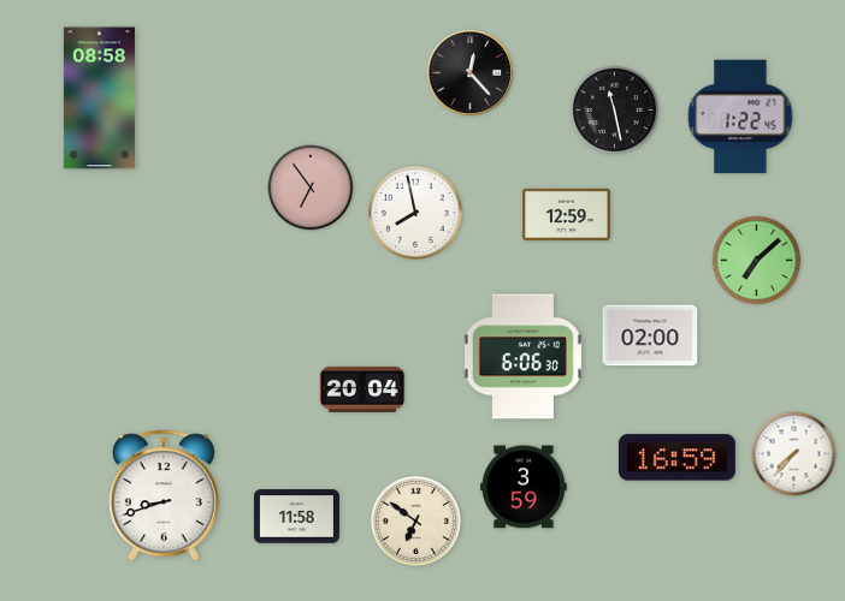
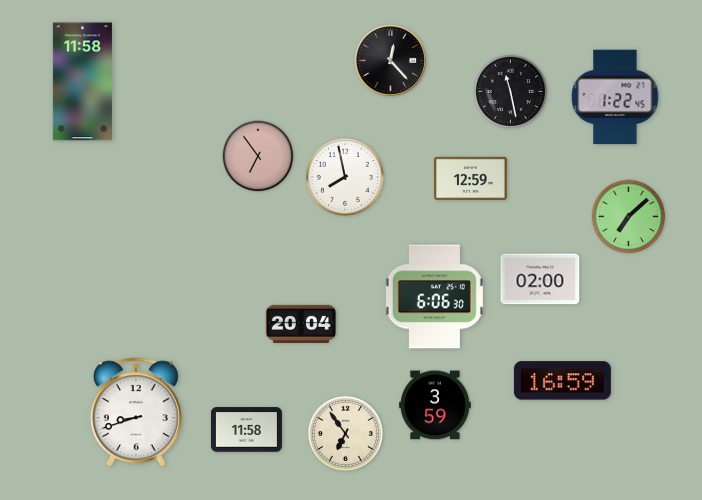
clock at (99, 99): 08:58 -> 11:58
clock at (794, 454): 7:37 -> none
clock at (415, 520): 6:51 -> 6:54
